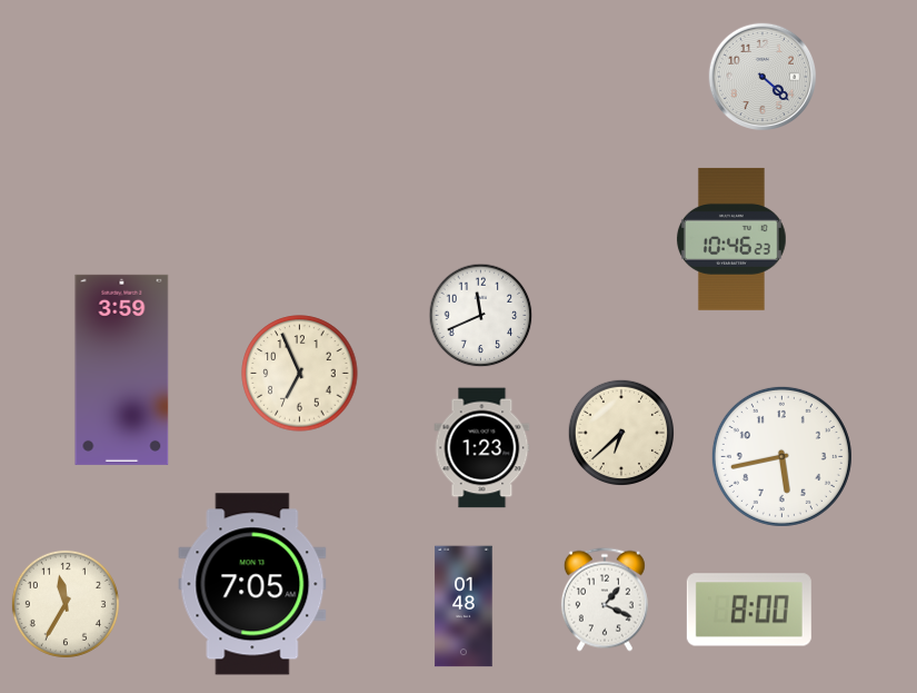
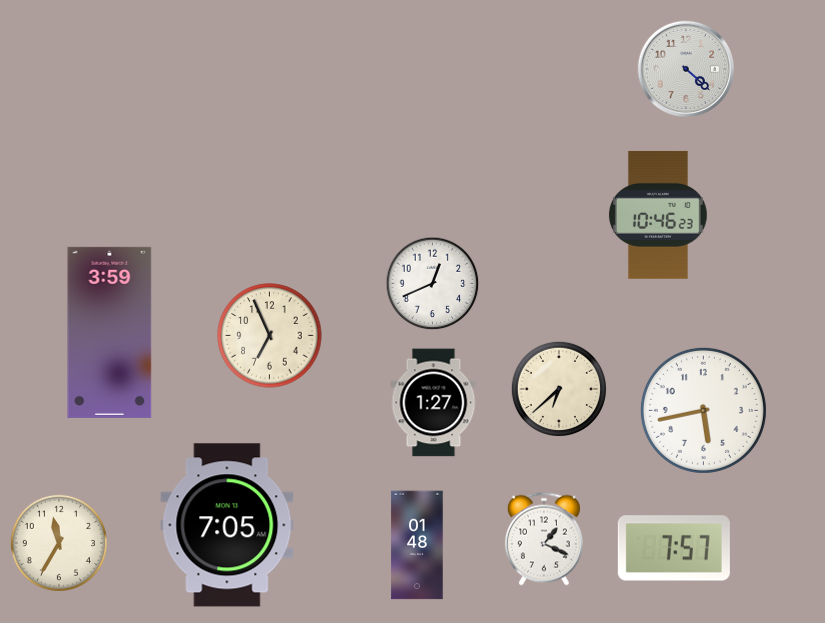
clock at (481, 316): 11:41 -> 12:41
clock at (482, 448): 1:23 -> 1:27
clock at (749, 610): 8:00 -> 7:57
